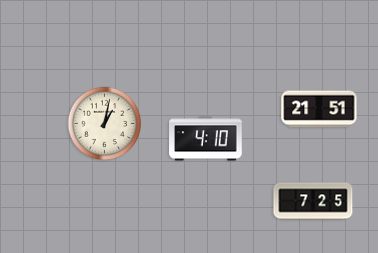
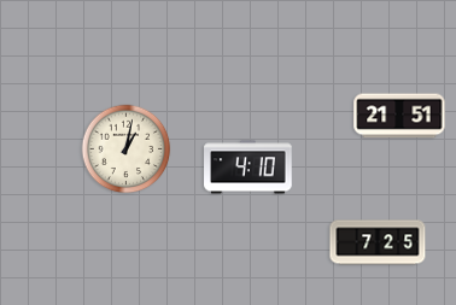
clock at (319, 109) position: (319, 109) -> (399, 116)
